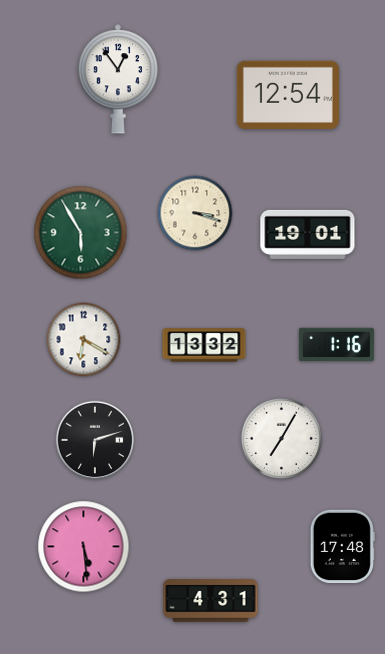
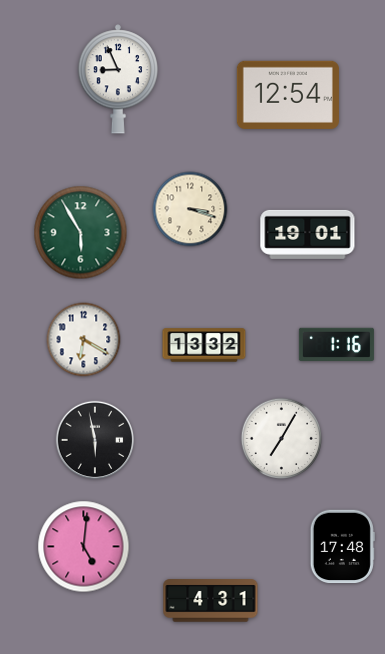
clock at (118, 79): 12:54 -> 8:56
clock at (195, 213) position: (195, 213) -> (190, 209)
clock at (95, 440): 6:12 -> 5:58
clock at (84, 547): 5:29 -> 5:01
